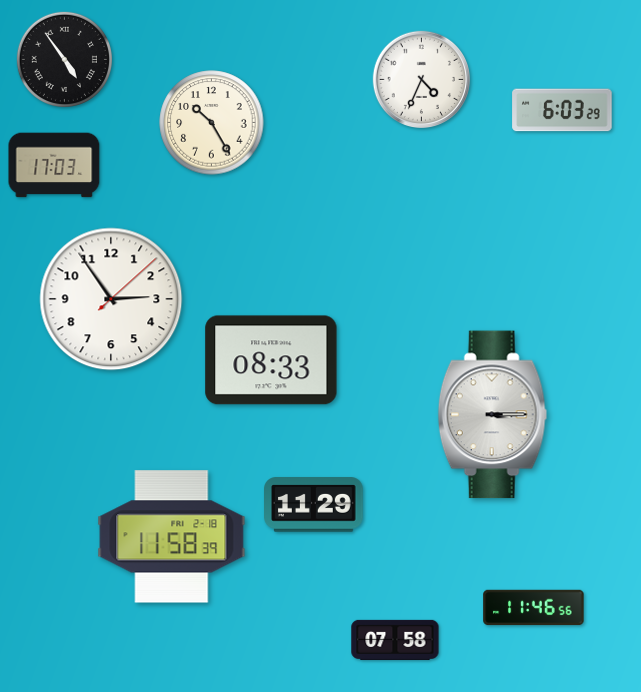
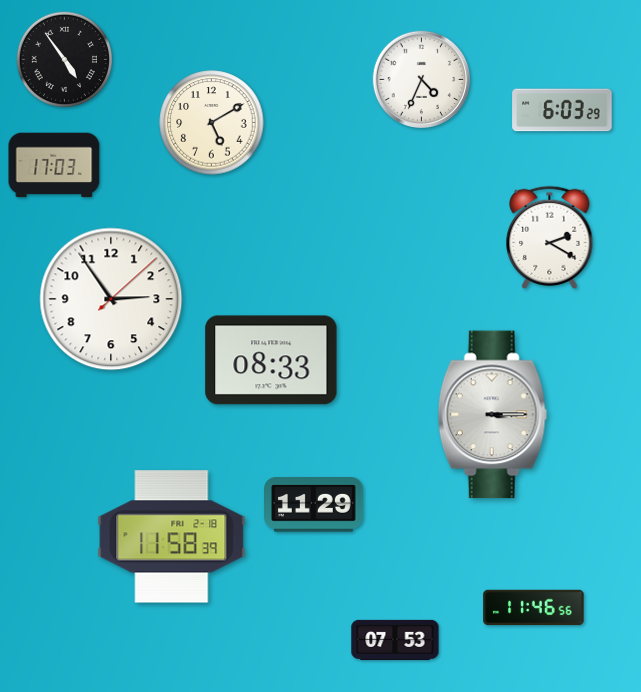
clock at (212, 123): 10:25 -> 5:10
clock at (550, 237): none -> 2:20
clock at (395, 640): 07:58 -> 07:53
